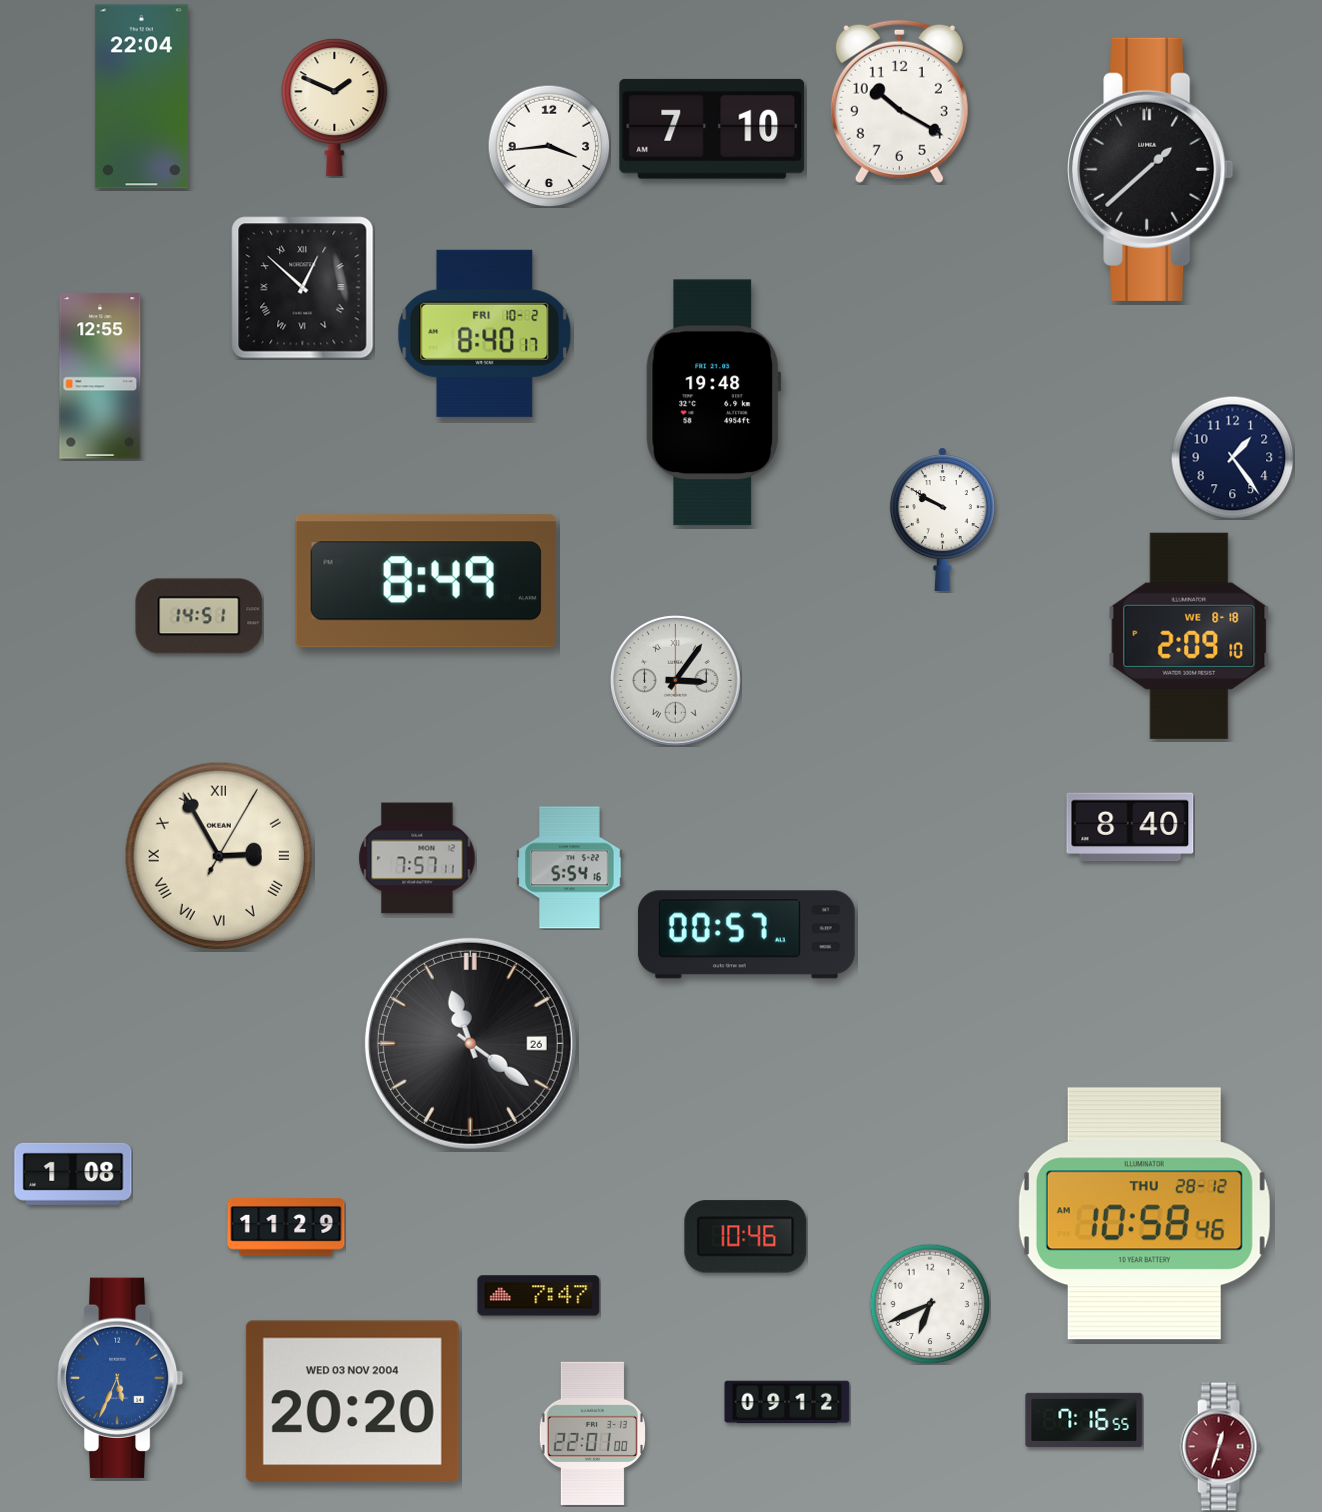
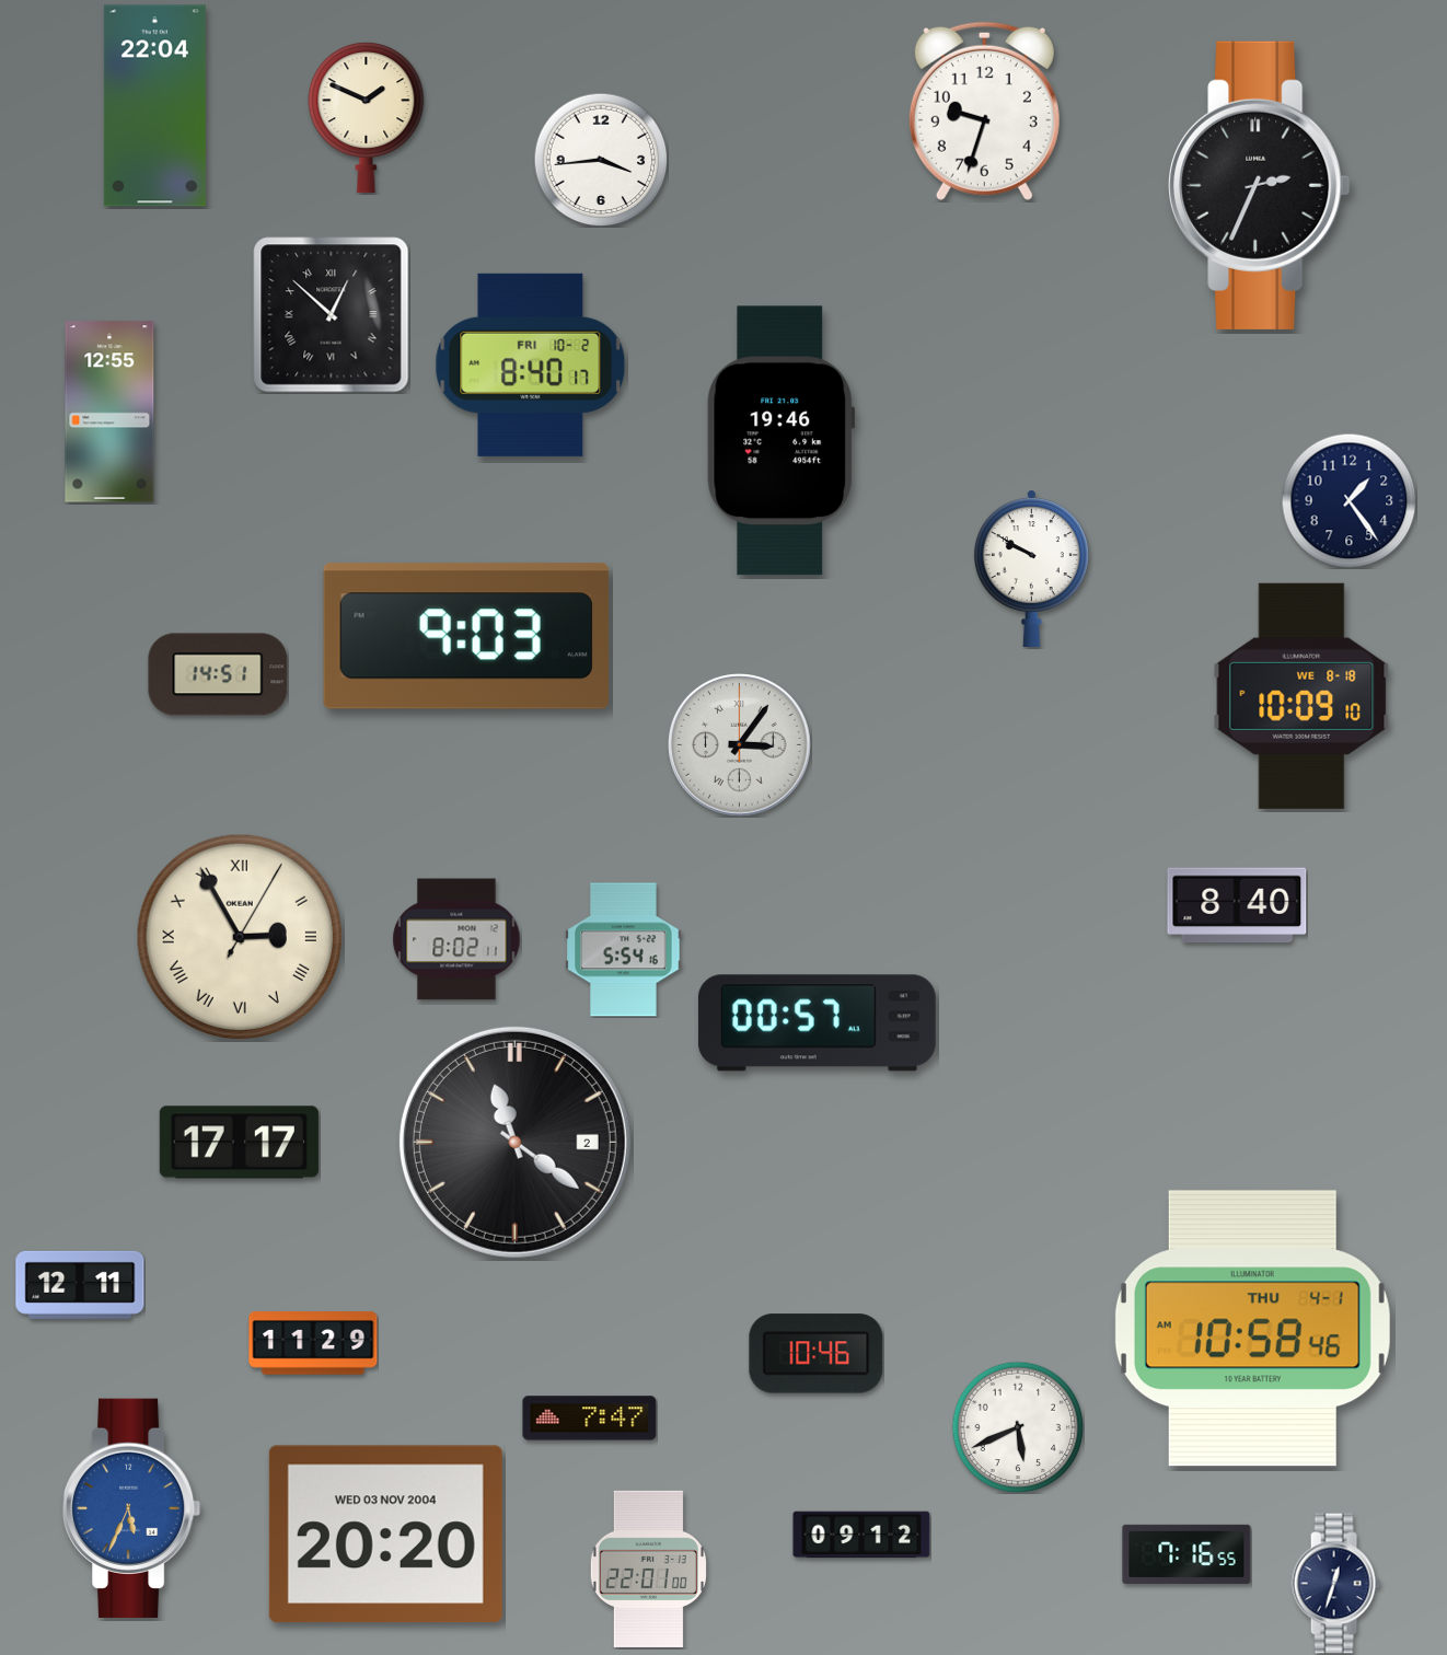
clock at (899, 101): 10:20 -> 9:33
clock at (712, 129): 7:10 -> none
clock at (1151, 169): 1:38 -> 2:34
clock at (714, 403): 19:48 -> 19:46
clock at (426, 581): 8:49 -> 9:03
clock at (1189, 636): 2:09 -> 10:09
clock at (417, 858): 7:57 -> 8:02
clock at (470, 1043) date: 26 -> 2
clock at (239, 1143): none -> 17:17
clock at (73, 1174): 1:08 -> 12:11
clock at (1144, 1214) date: THU 28-12 -> THU 4-1
clock at (930, 1304): 6:41 -> 5:41
clock at (1220, 1447) dial: burgundy -> navy
